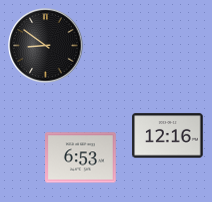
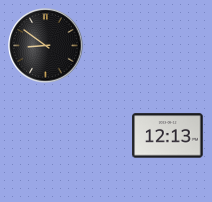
clock at (168, 136): 12:16 -> 12:13
clock at (81, 158): 6:53 -> none
